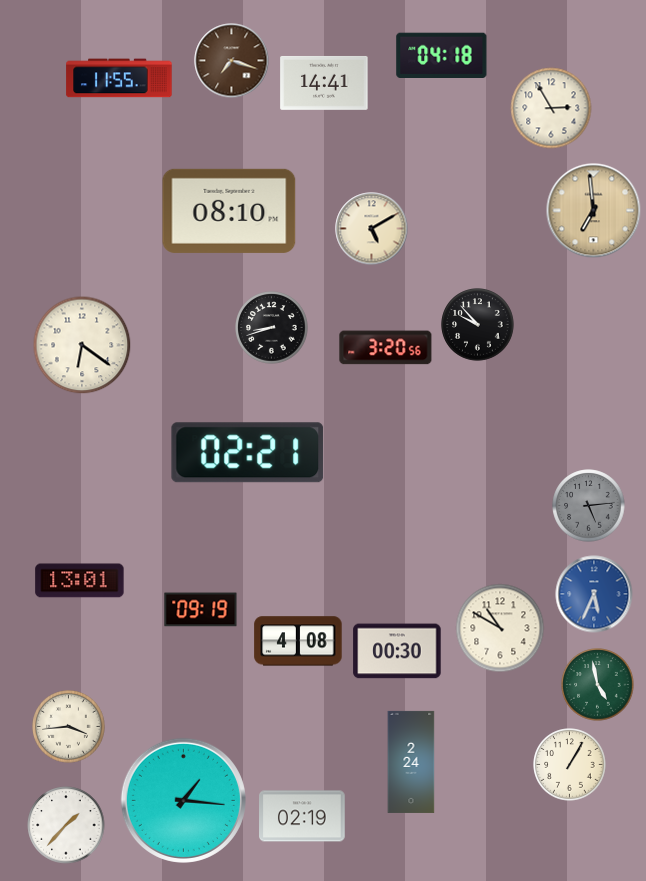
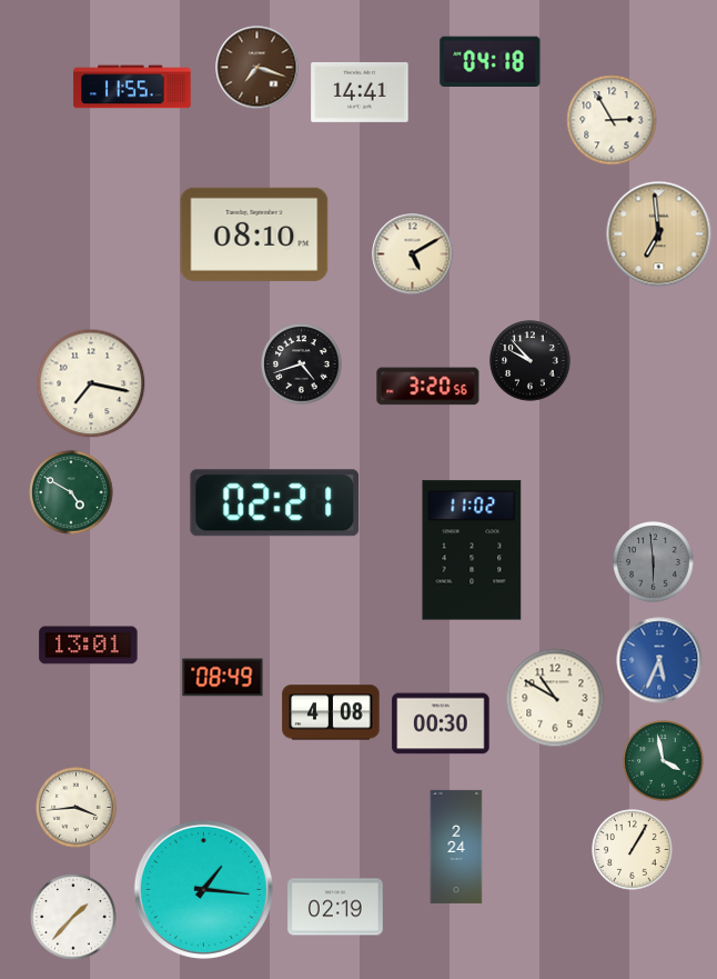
clock at (272, 328): 8:42 -> 4:42
clock at (82, 345): 6:21 -> 7:17
clock at (71, 492): none -> 4:50
clock at (472, 550): none -> 11:02
clock at (589, 506): 5:14 -> 5:59
clock at (201, 610): 09:19 -> 08:49
clock at (598, 685): 4:58 -> 3:58
